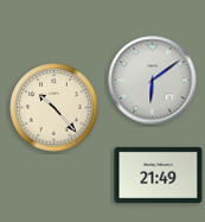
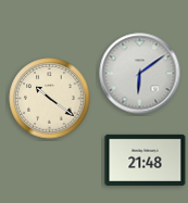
clock at (55, 108): 10:23 -> 10:21
clock at (159, 175): 21:49 -> 21:48
